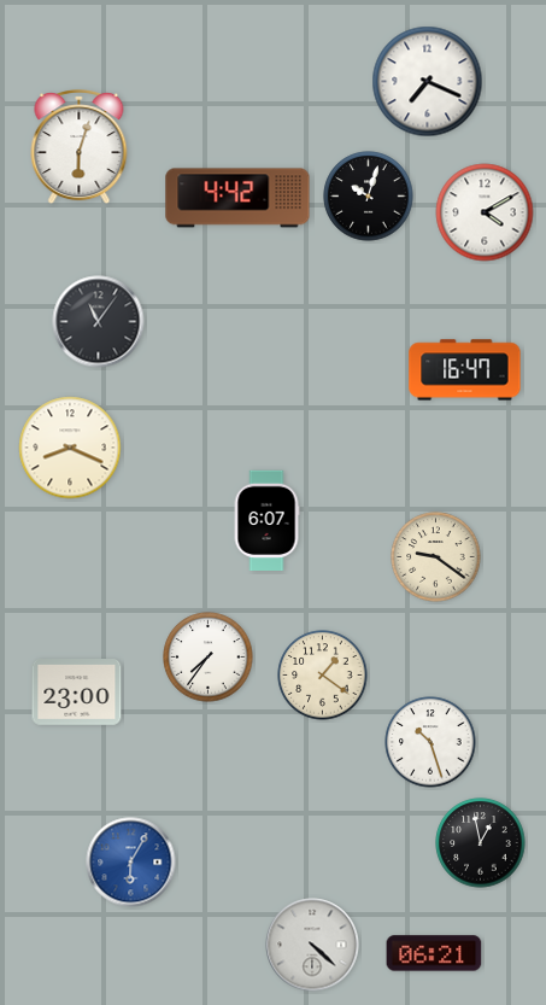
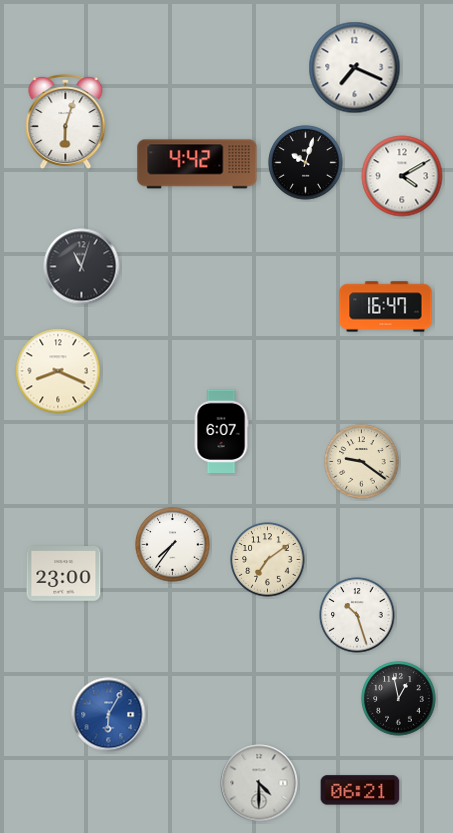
clock at (99, 322): 11:06 -> 11:03
clock at (323, 676): 1:21 -> 7:09
clock at (312, 945): 4:22 -> 4:30
